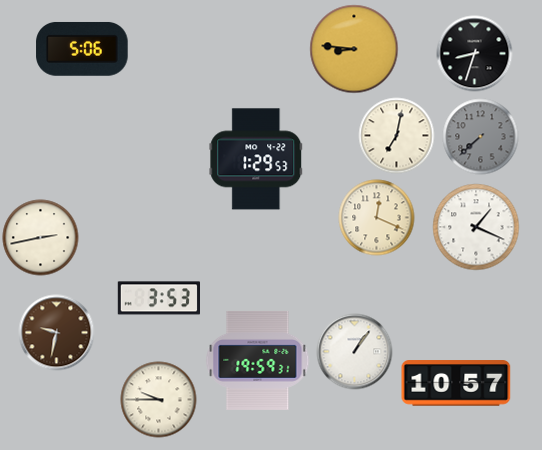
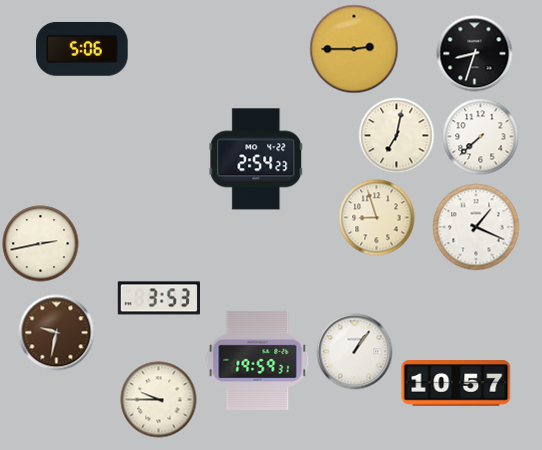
clock at (354, 49): 8:46 -> 2:45
clock at (481, 137) dial: grey -> white
clock at (256, 159): 1:29 -> 2:54
clock at (377, 218): 12:19 -> 8:57
clock at (41, 238) position: (41, 238) -> (41, 244)
